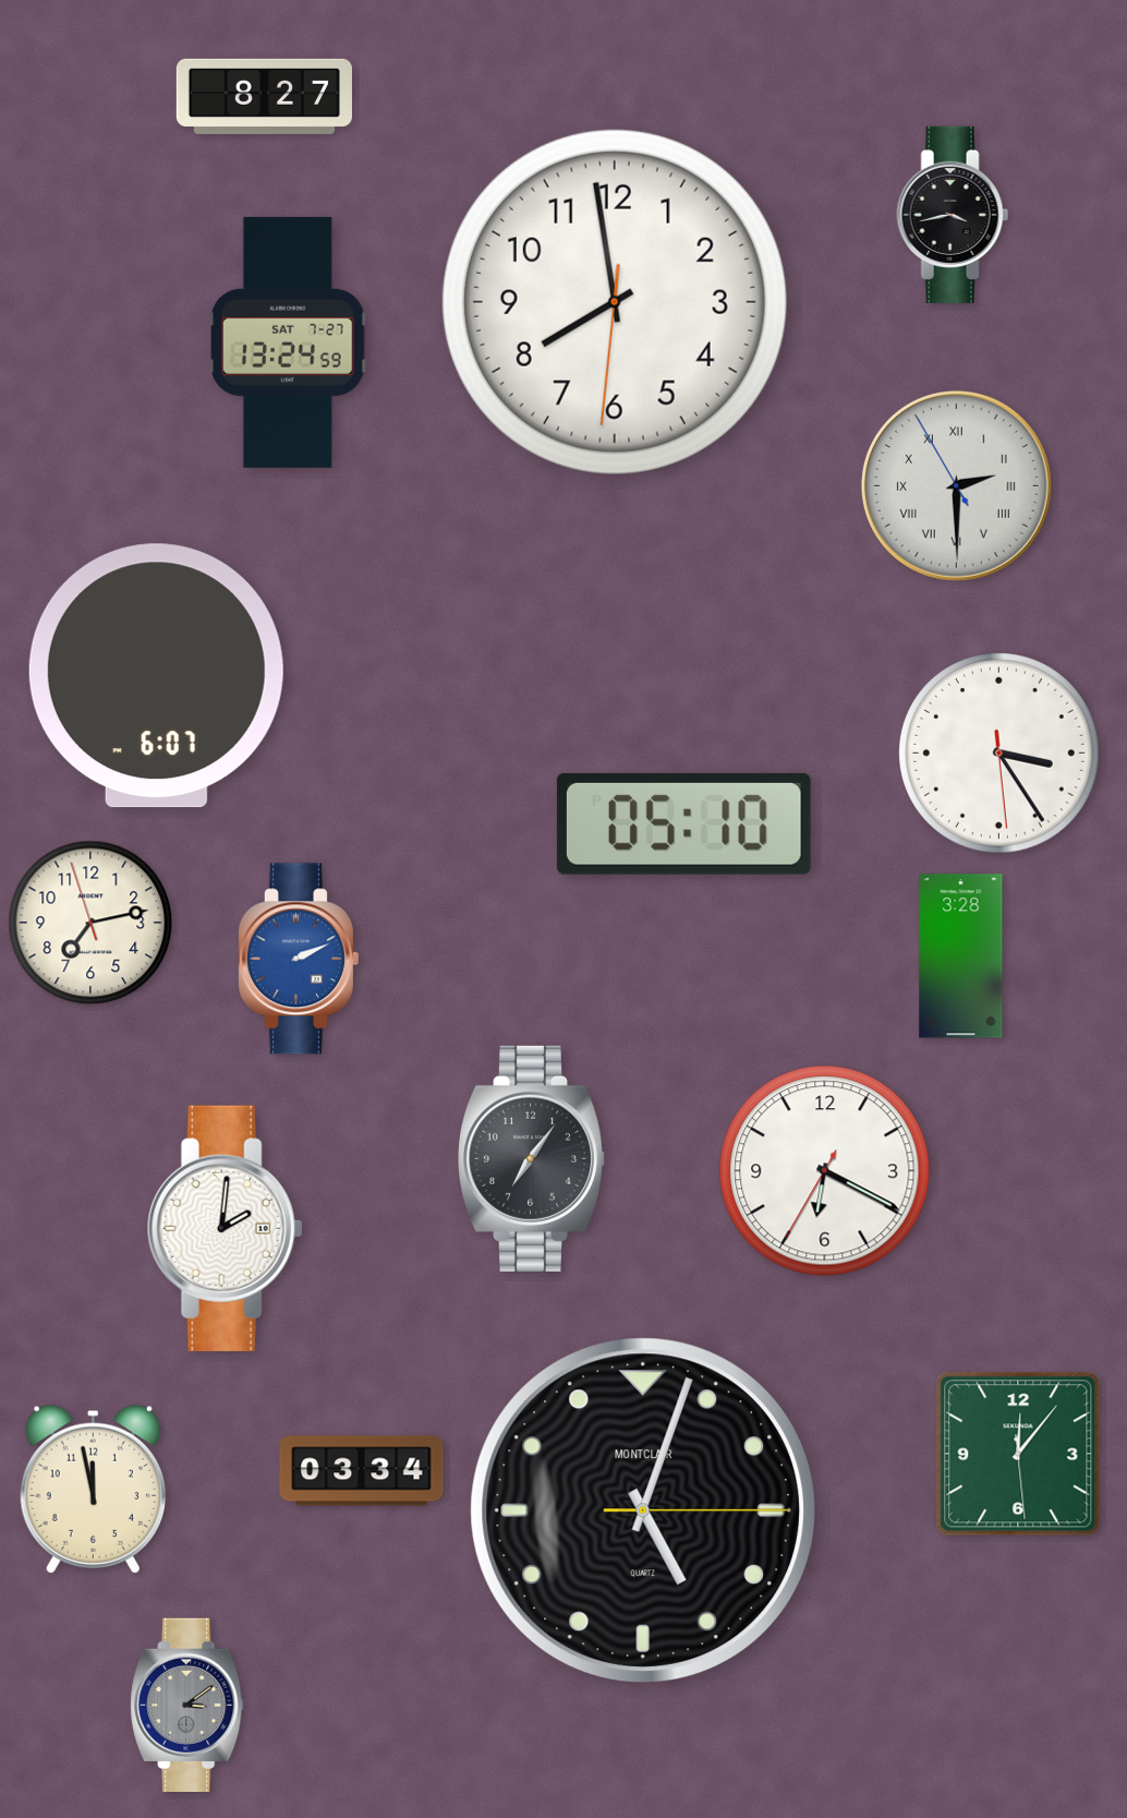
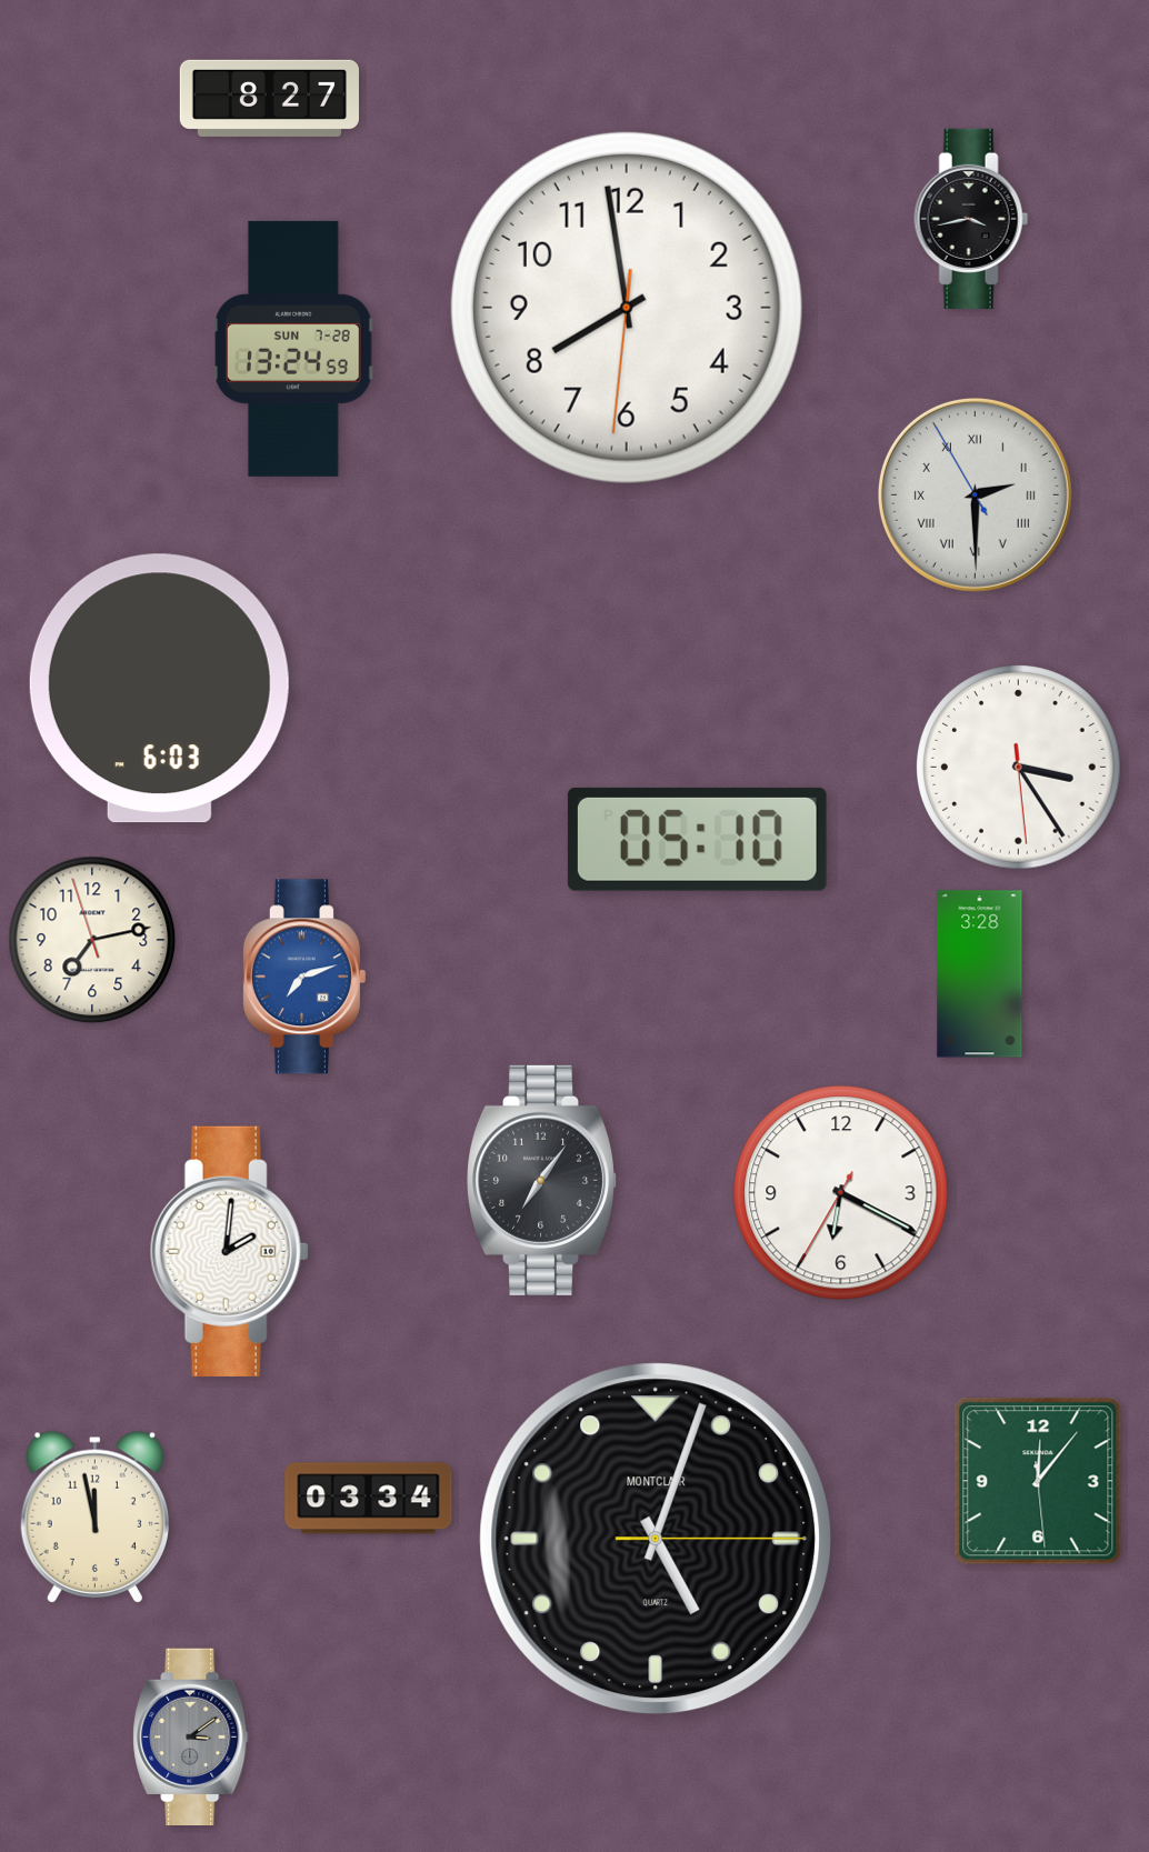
clock at (288, 342) date: SAT 7-27 -> SUN 7-28
clock at (156, 676): 6:07 -> 6:03
clock at (298, 959): 2:11 -> 7:12
